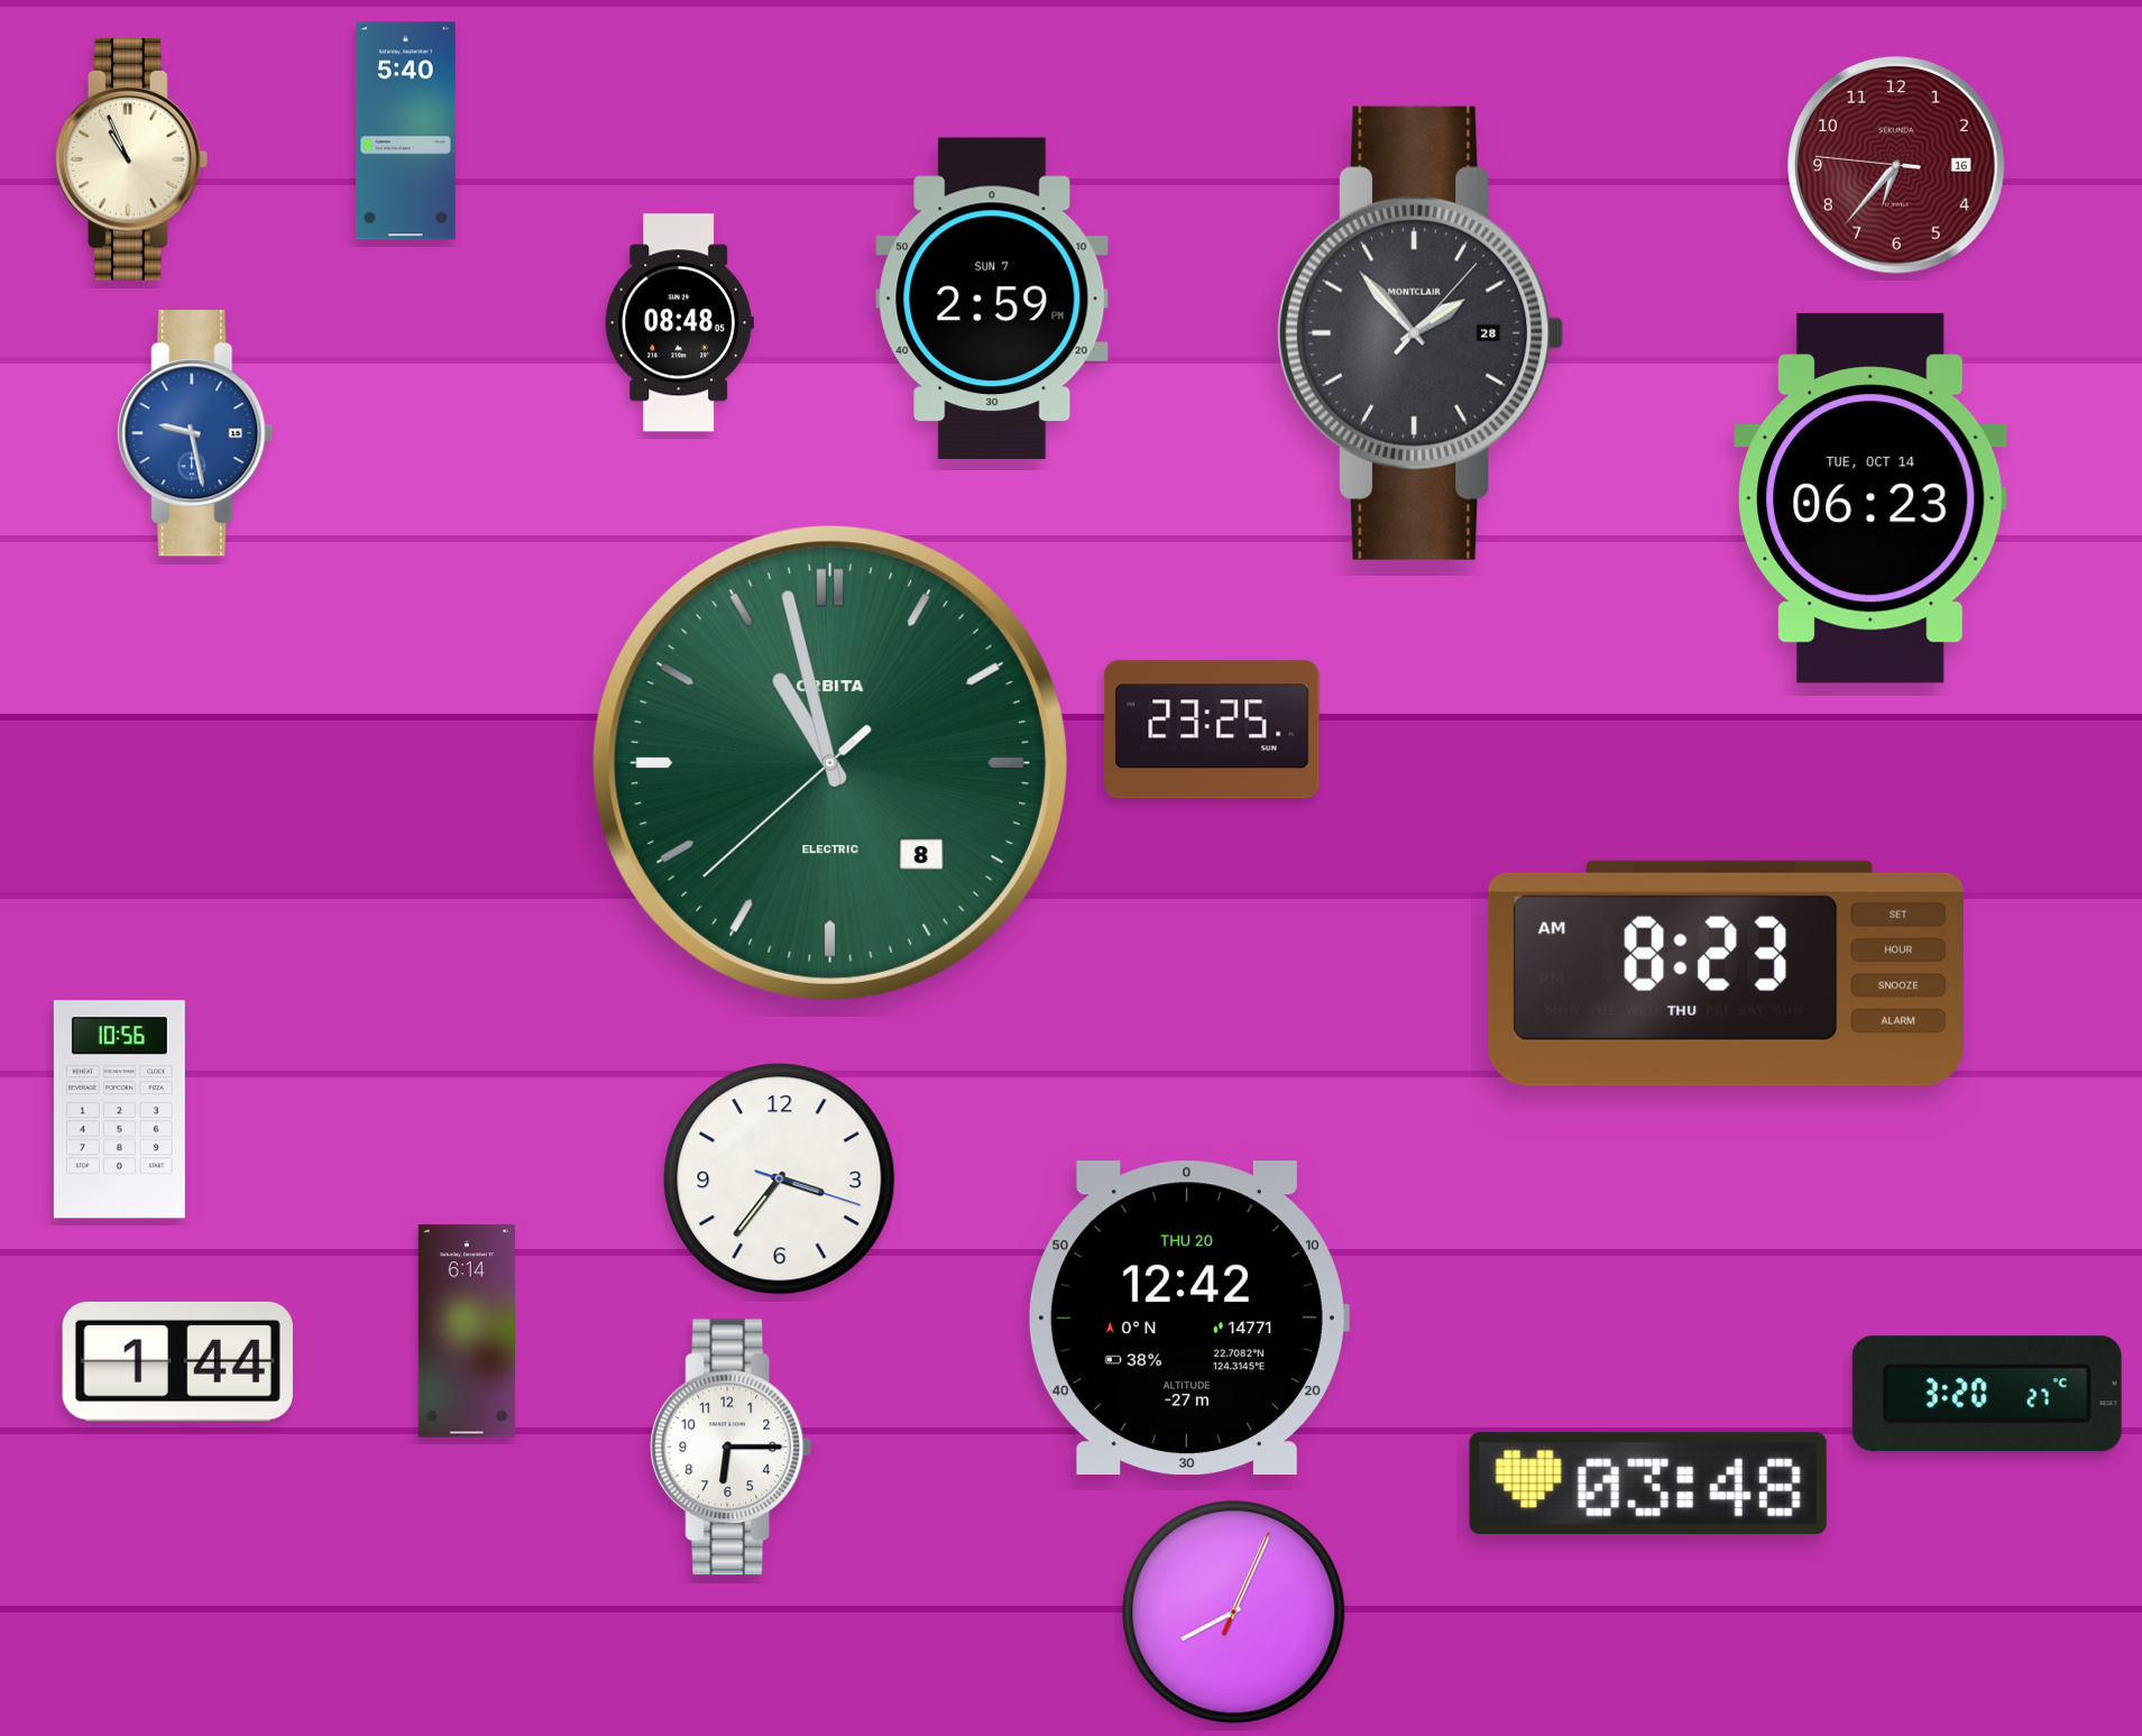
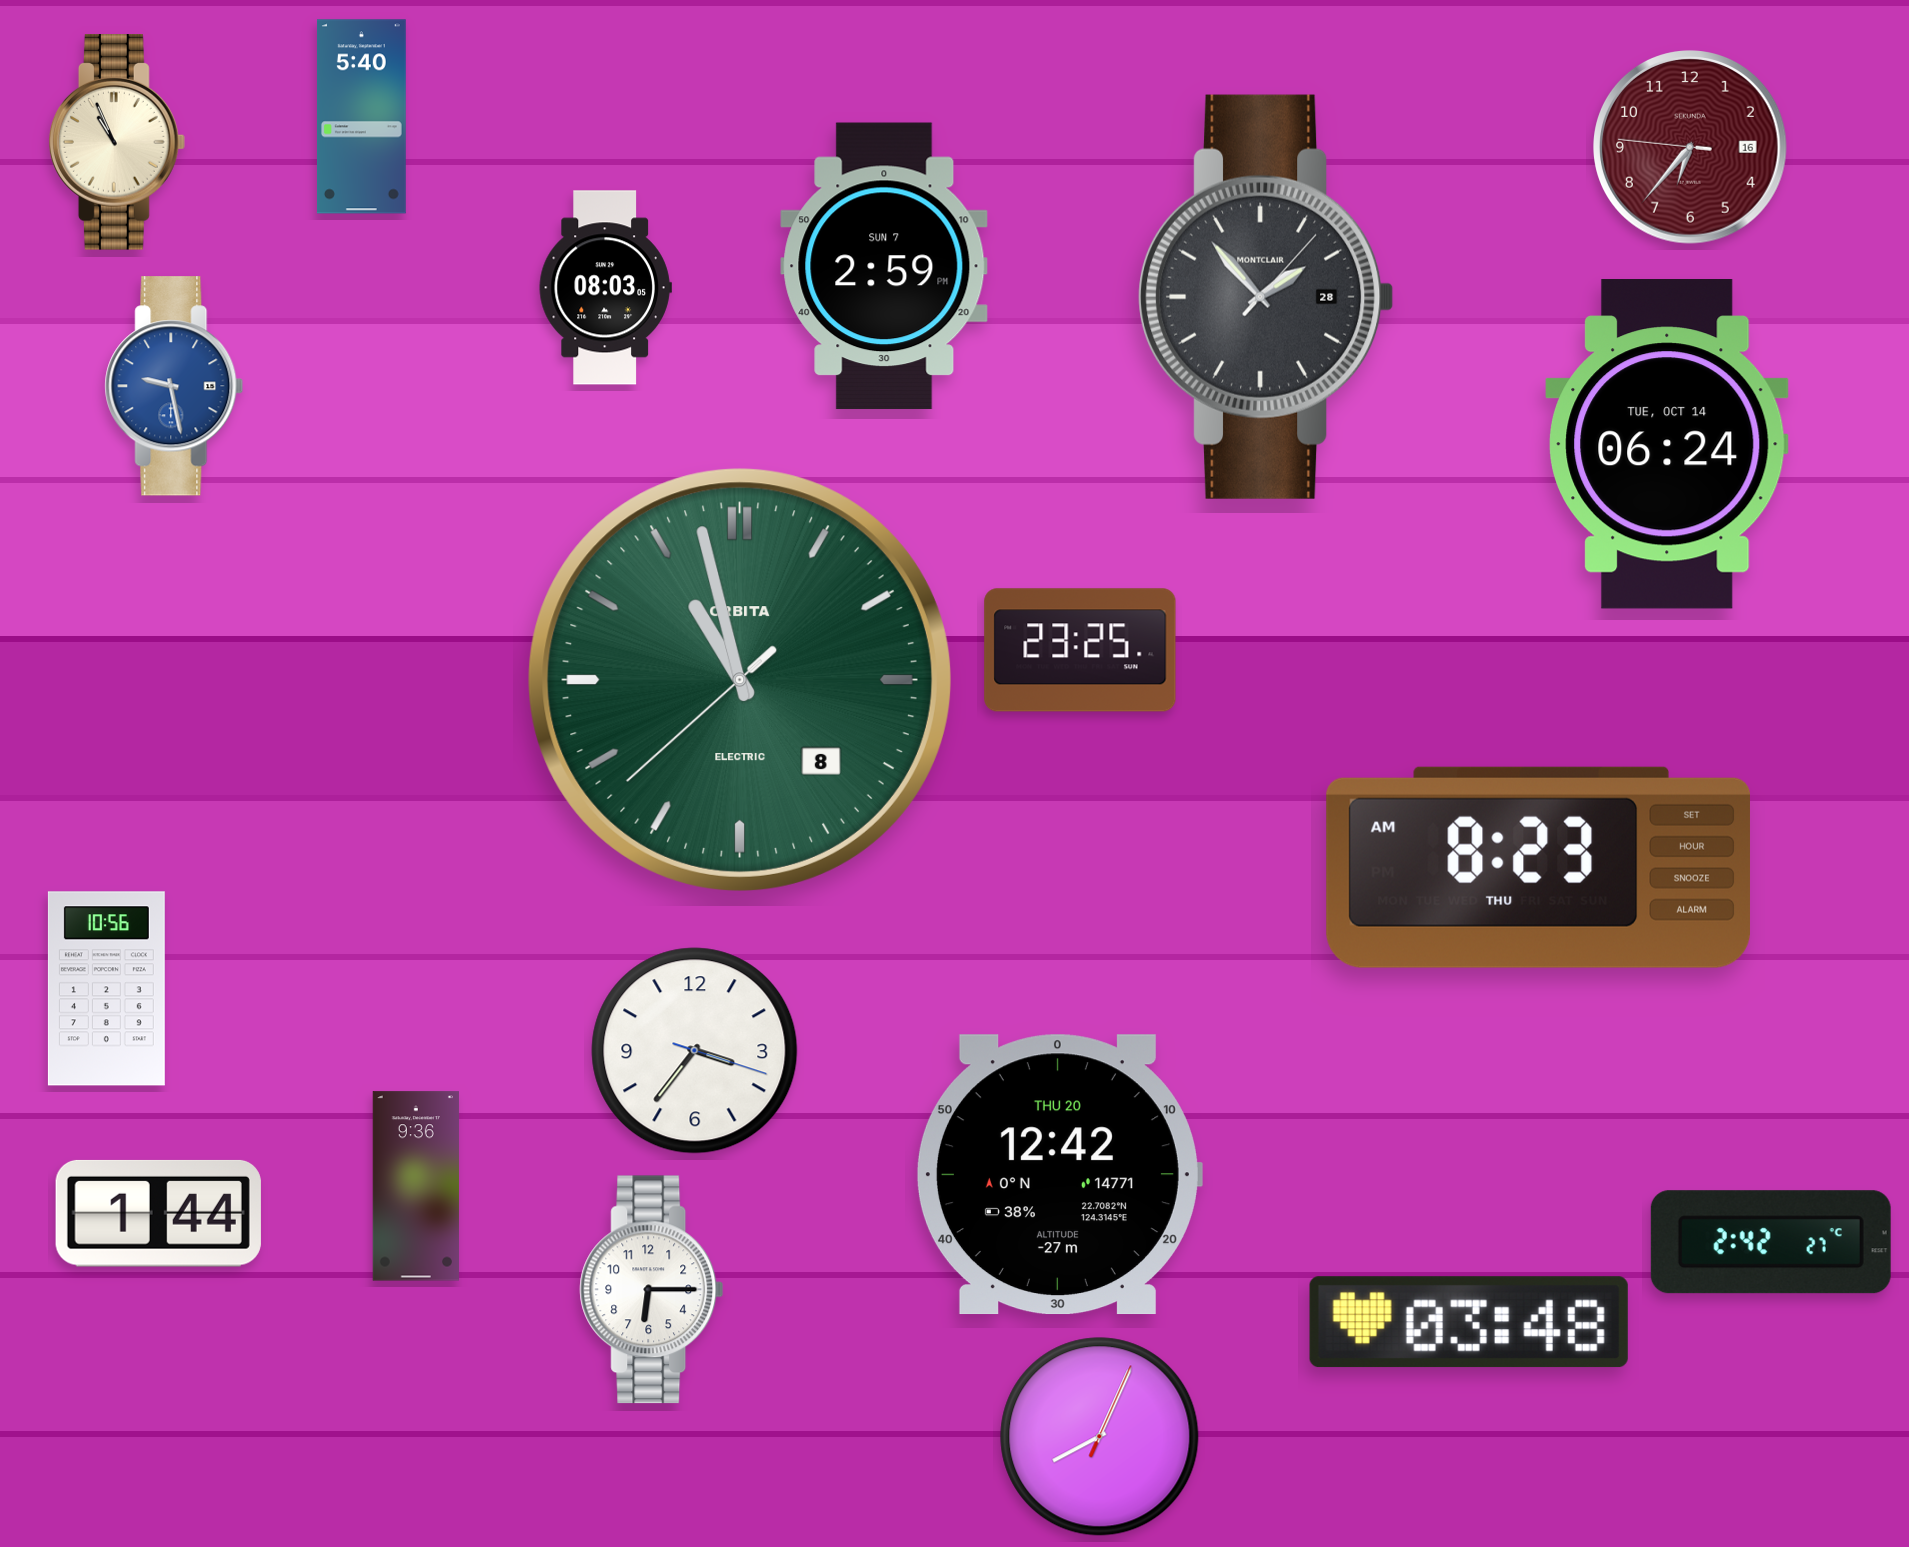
clock at (679, 323): 08:48 -> 08:03
clock at (1870, 499): 06:23 -> 06:24
clock at (467, 1331): 6:14 -> 9:36
clock at (1987, 1394): 3:20 -> 2:42
